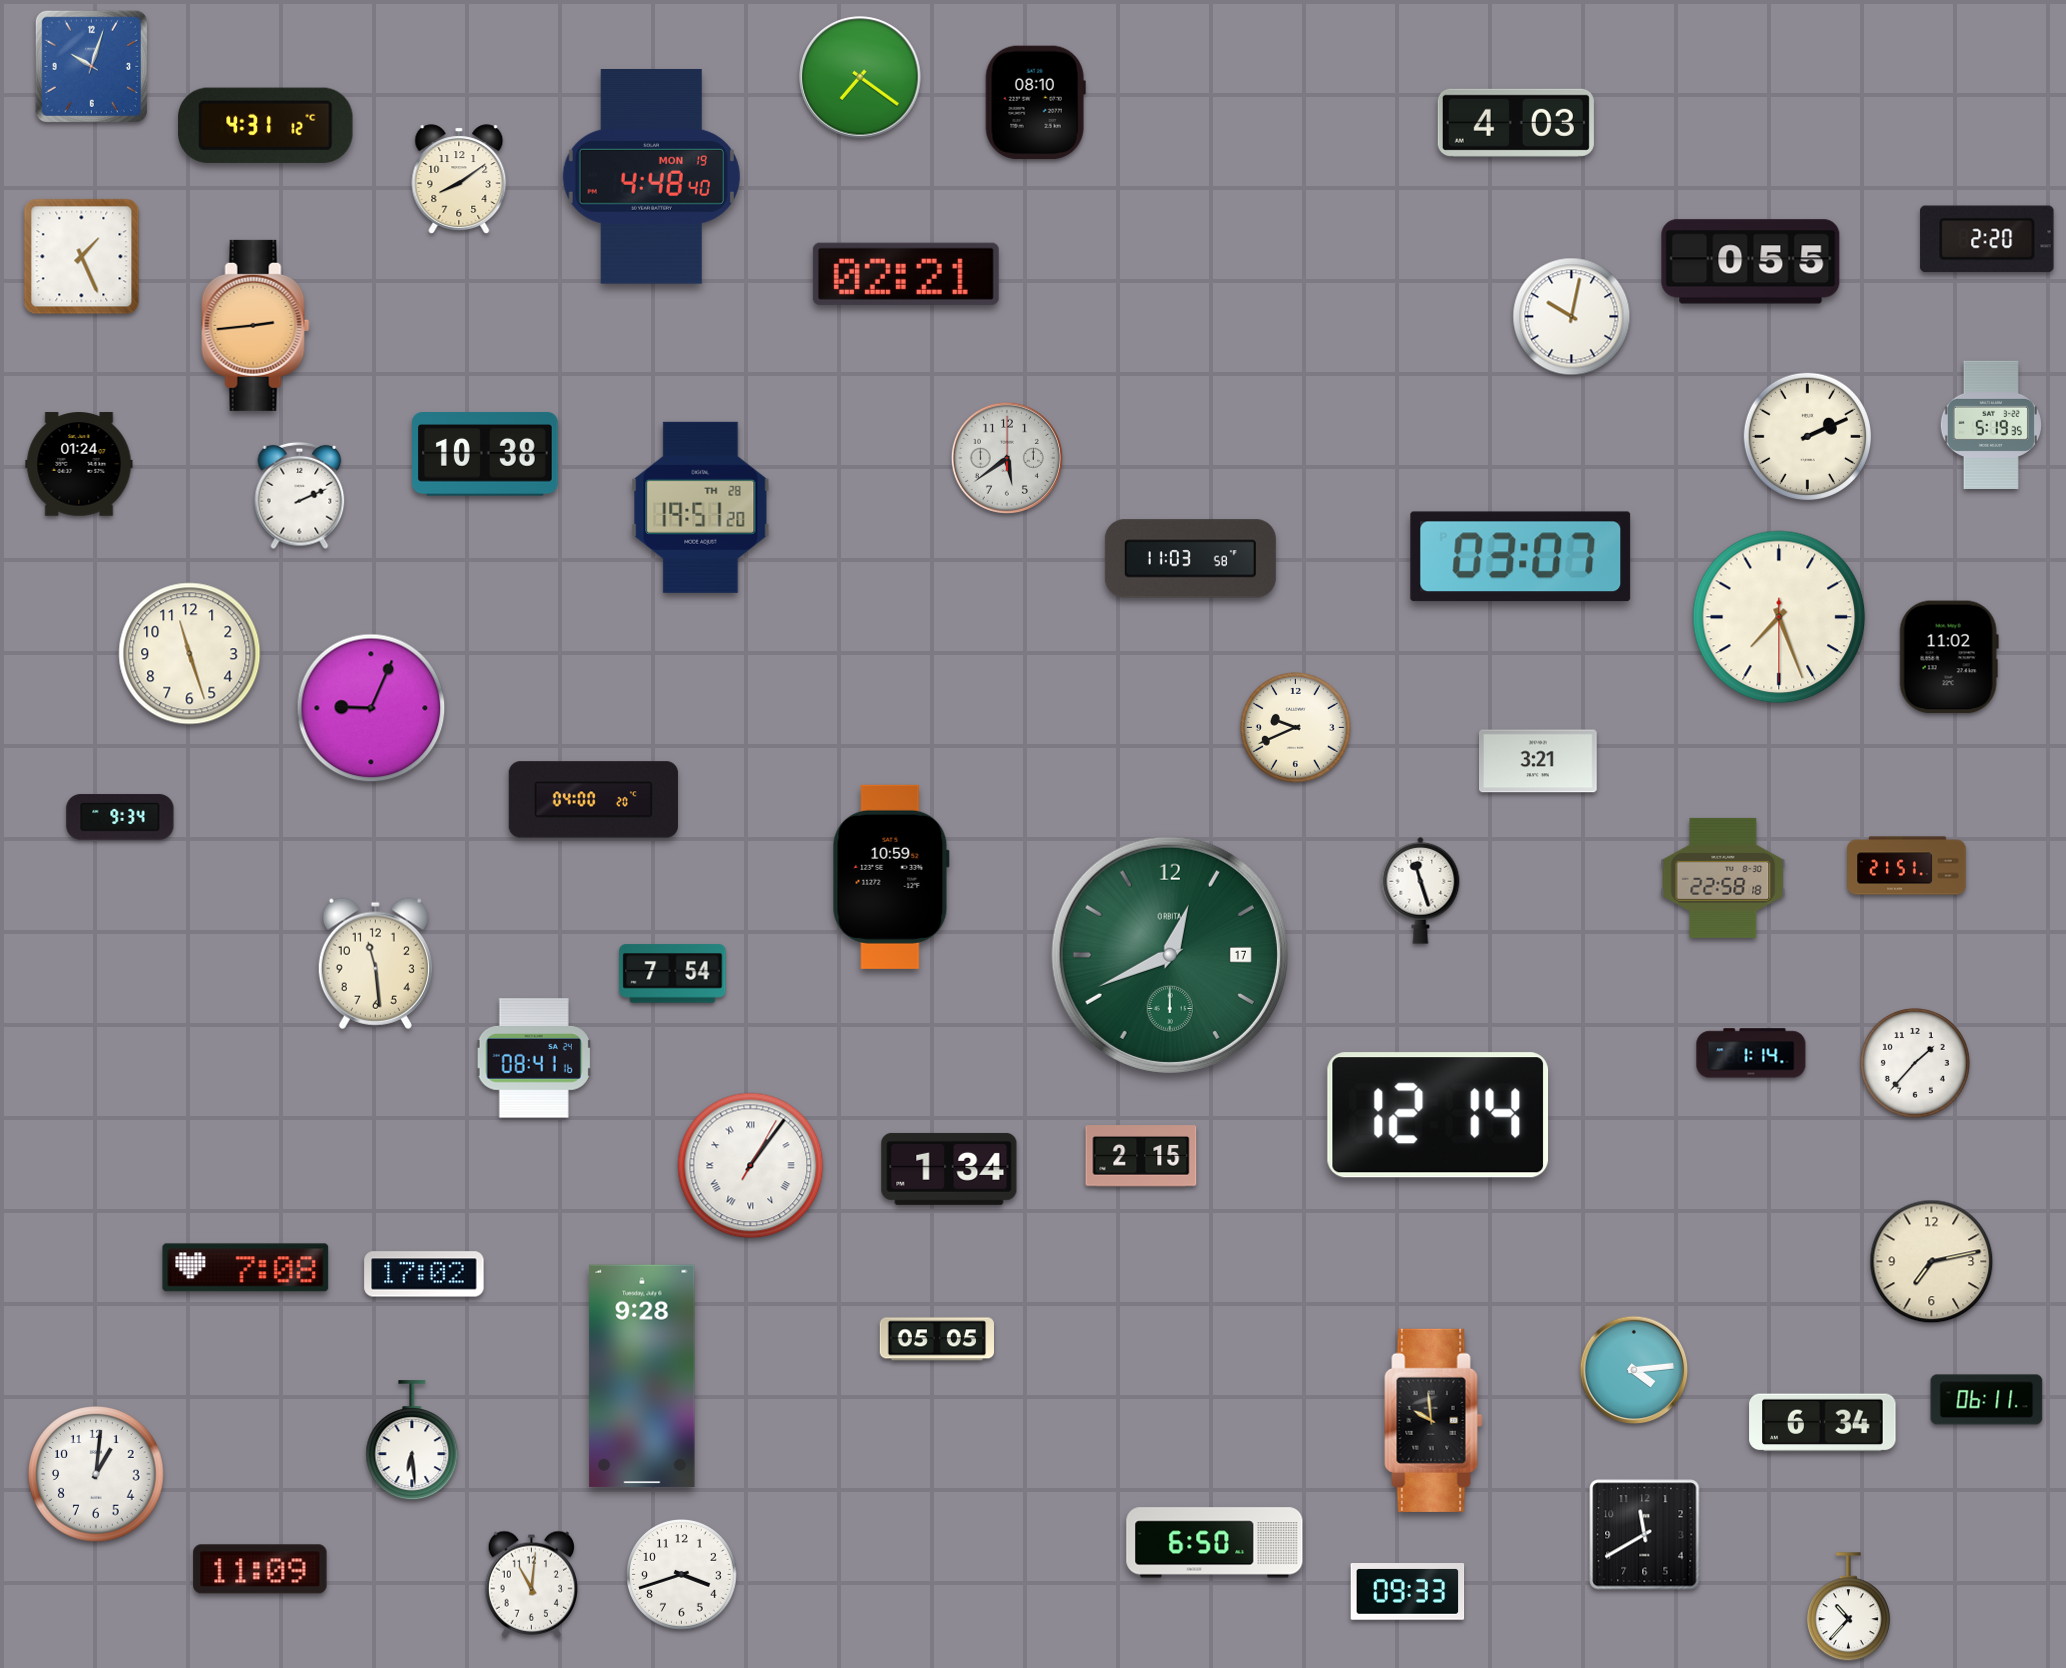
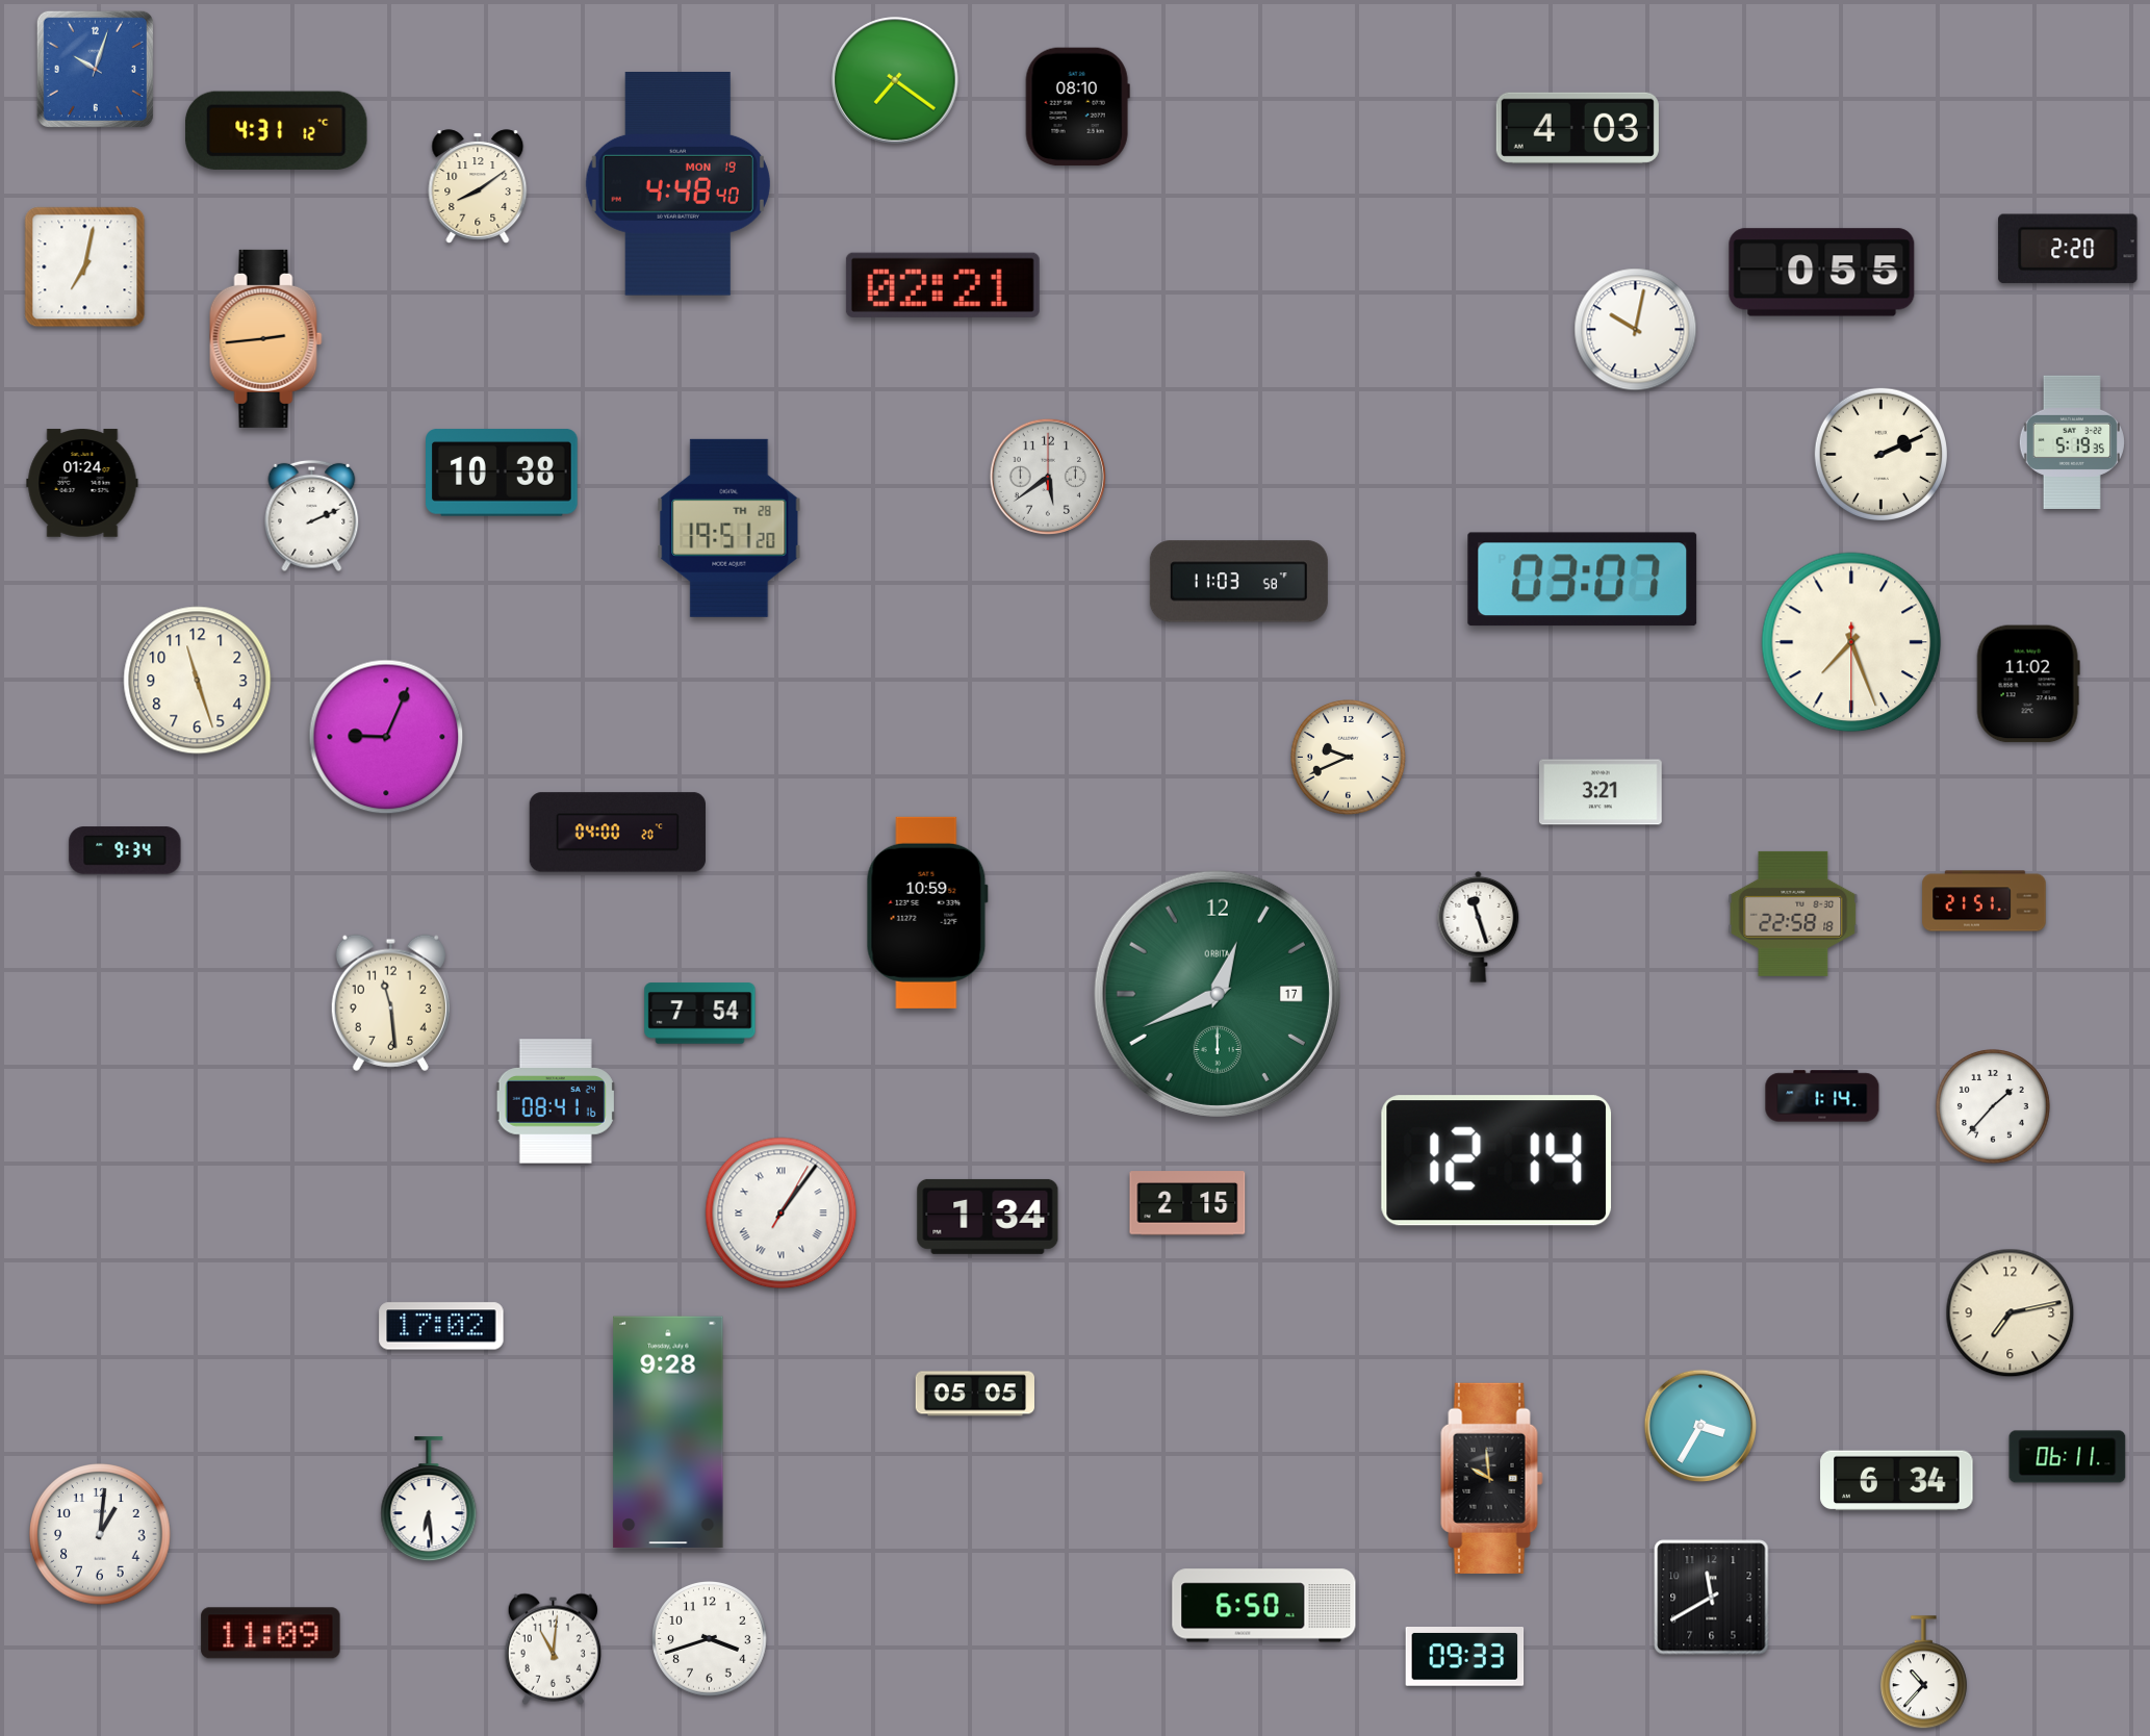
clock at (82, 257): 1:26 -> 7:02
clock at (486, 454) position: (486, 454) -> (503, 473)
clock at (246, 1268): 7:08 -> none
clock at (1634, 1370): 4:14 -> 3:35
